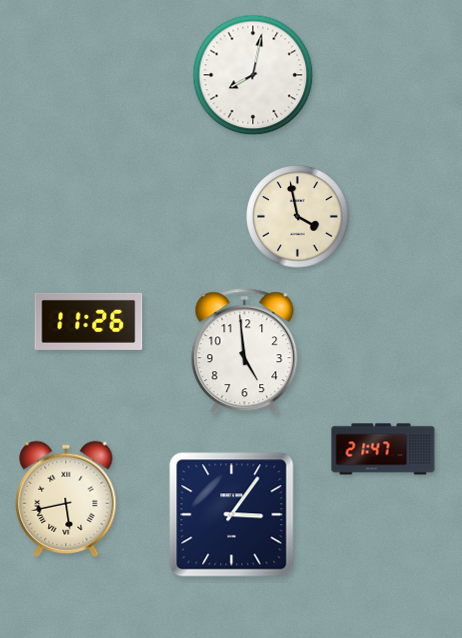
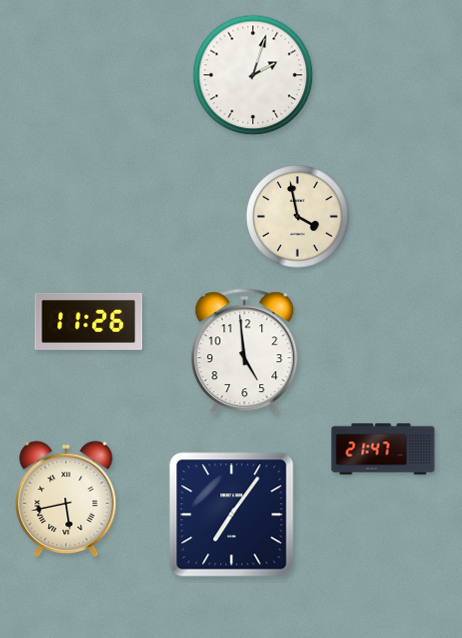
clock at (253, 75): 8:02 -> 2:03
clock at (232, 515): 3:06 -> 7:06
